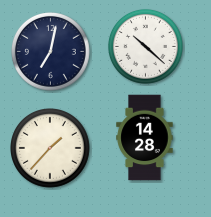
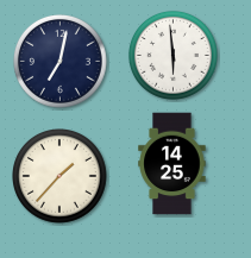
clock at (145, 46): 10:22 -> 5:59
clock at (145, 138): 14:28 -> 14:25
